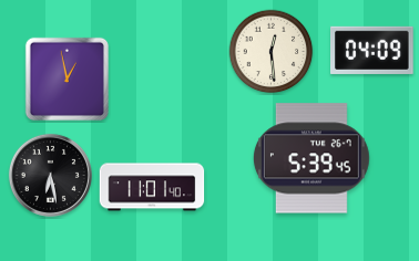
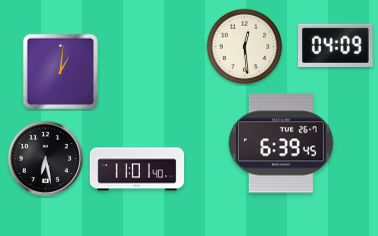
clock at (67, 79): 12:58 -> 1:01
clock at (311, 158): 5:39 -> 6:39
